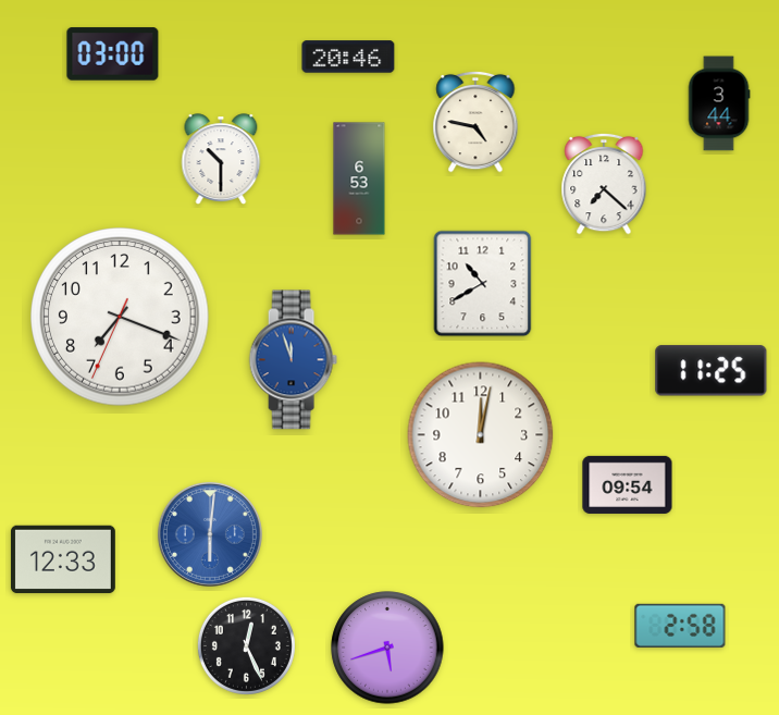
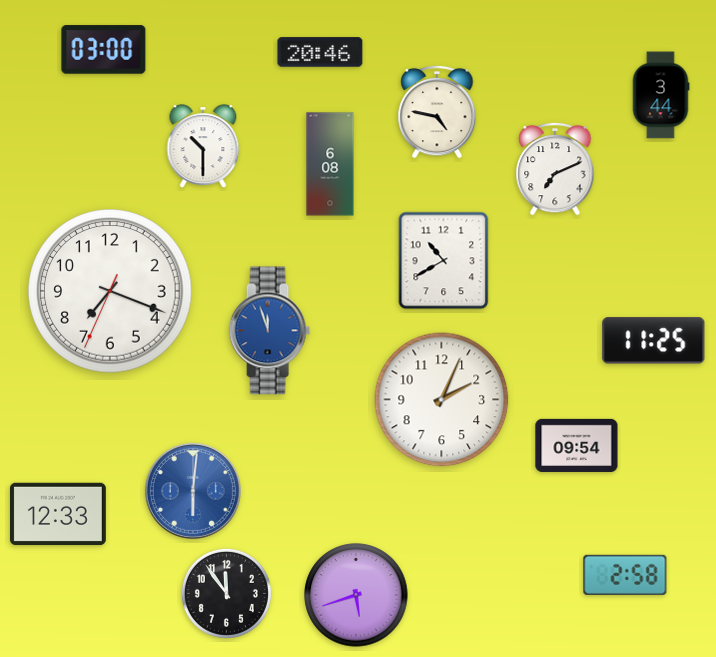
clock at (359, 178): 6:53 -> 6:08
clock at (604, 184): 7:22 -> 7:11
clock at (481, 435): 12:02 -> 2:04
clock at (246, 645): 12:26 -> 11:54
